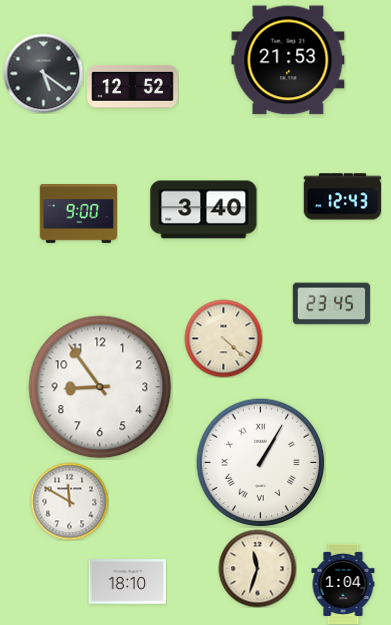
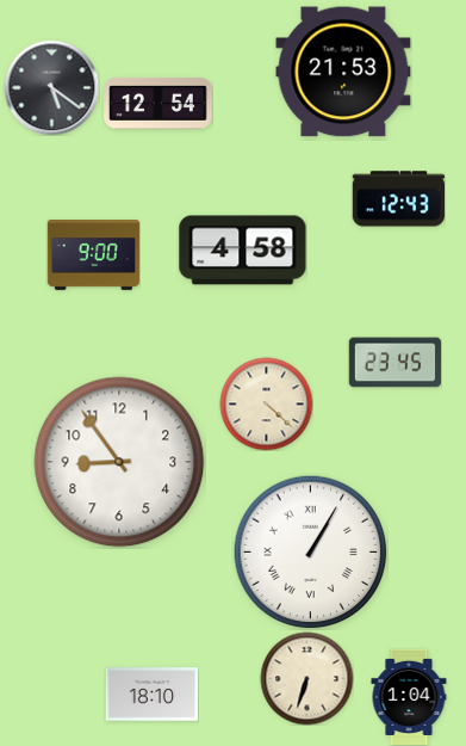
clock at (133, 86): 12:52 -> 12:54
clock at (342, 197) position: (342, 197) -> (398, 199)
clock at (204, 210): 3:40 -> 4:58
clock at (69, 501): 11:50 -> none
clock at (257, 568): 11:33 -> 6:33
